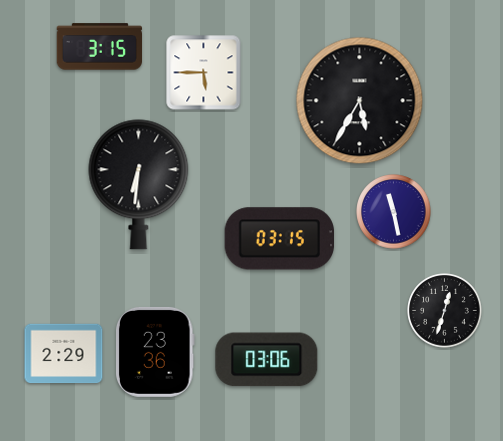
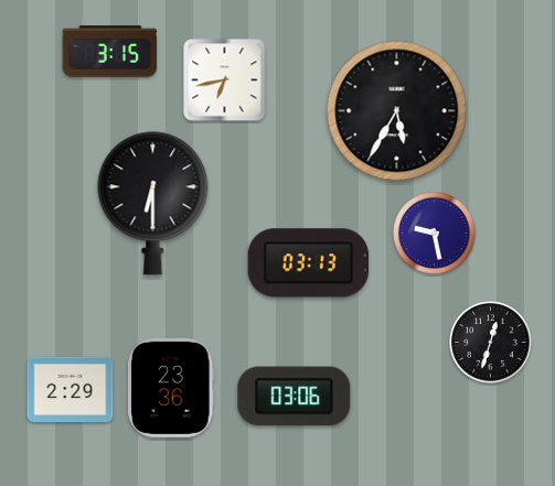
clock at (204, 73): 5:45 -> 6:43
clock at (139, 185): 6:31 -> 6:30
clock at (394, 212): 11:28 -> 9:28
clock at (279, 239): 03:15 -> 03:13
